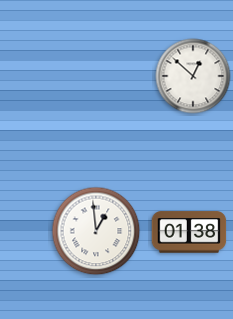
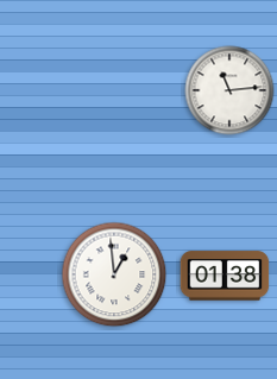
clock at (193, 76): 12:52 -> 11:14
